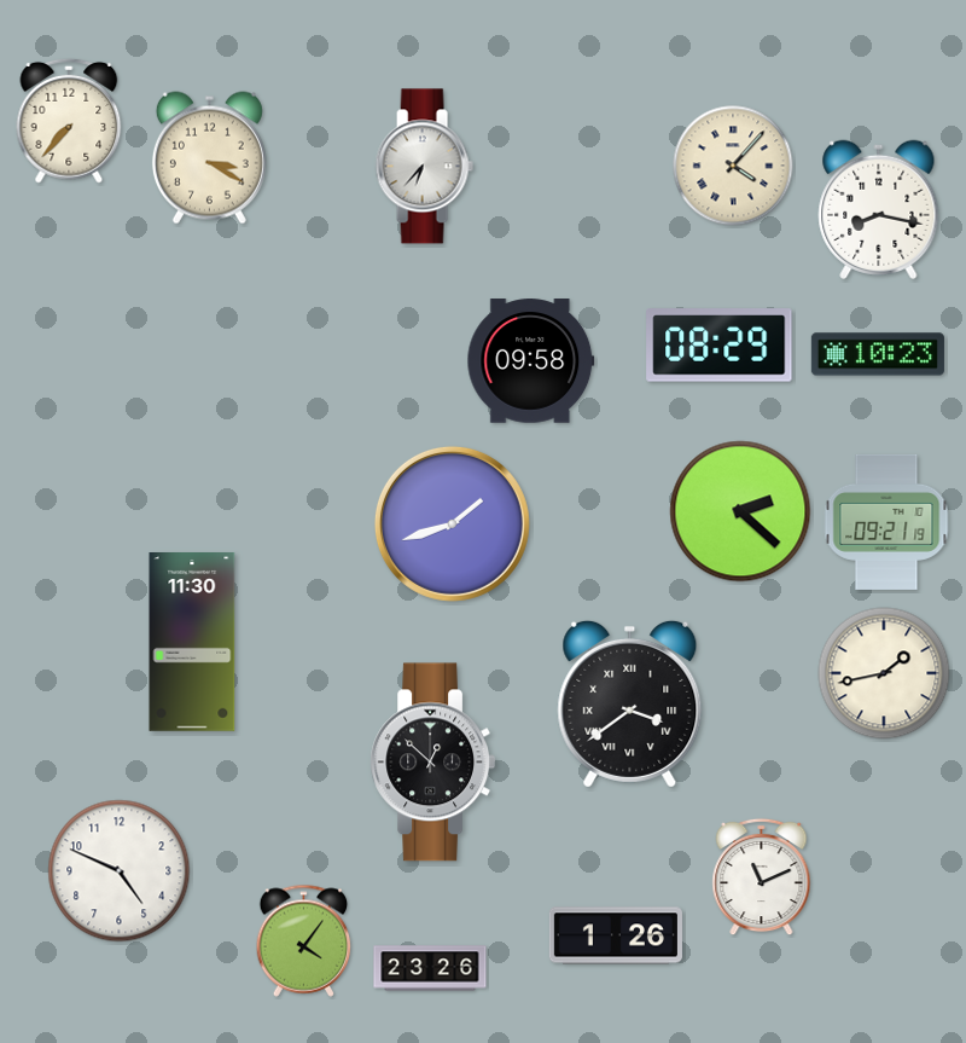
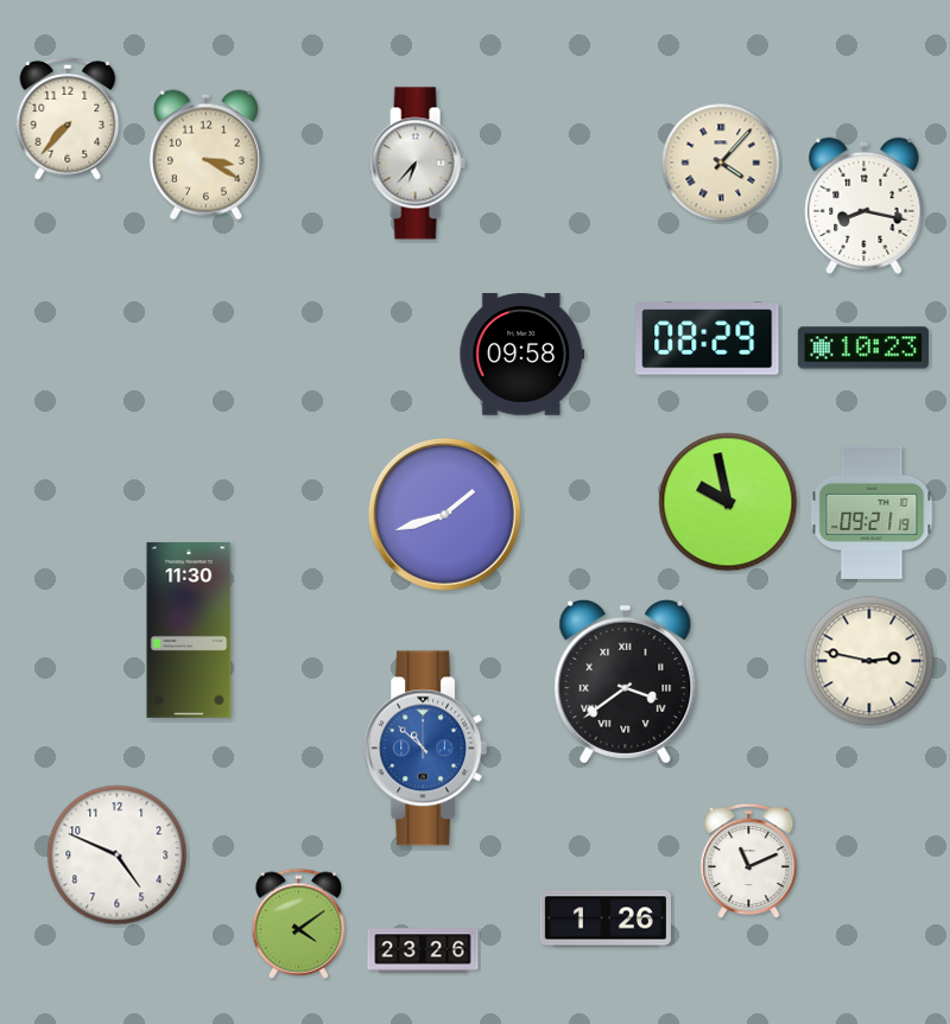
clock at (740, 511): 2:22 -> 9:58
clock at (884, 673): 1:43 -> 2:47
clock at (630, 703) position: (630, 703) -> (626, 681)
clock at (433, 763): 12:52 -> 10:52
clock at (433, 763) dial: black -> blue
clock at (304, 940): 4:06 -> 4:09
